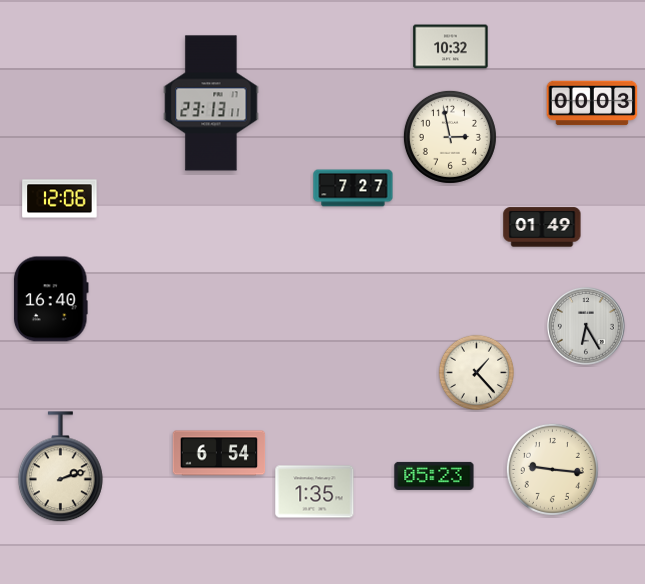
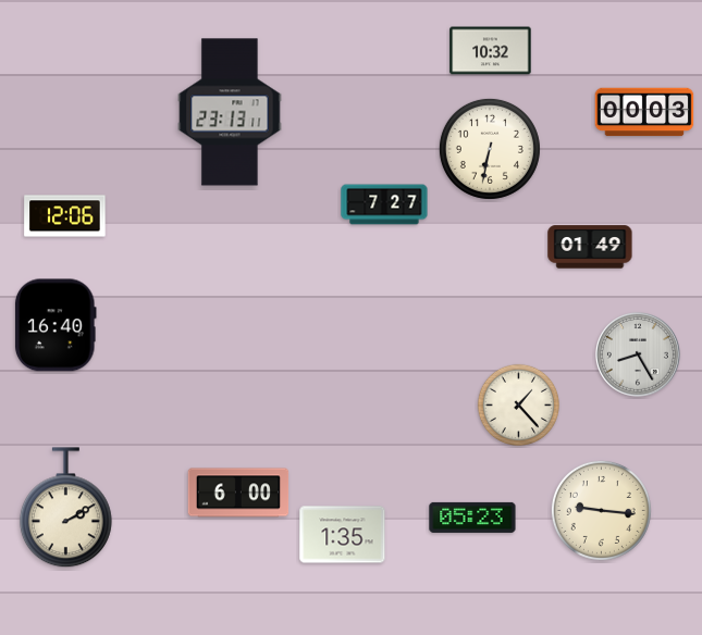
clock at (450, 137): 2:58 -> 6:32
clock at (586, 326): 6:25 -> 8:25
clock at (219, 453): 6:54 -> 6:00
clock at (60, 467): 2:12 -> 2:10
